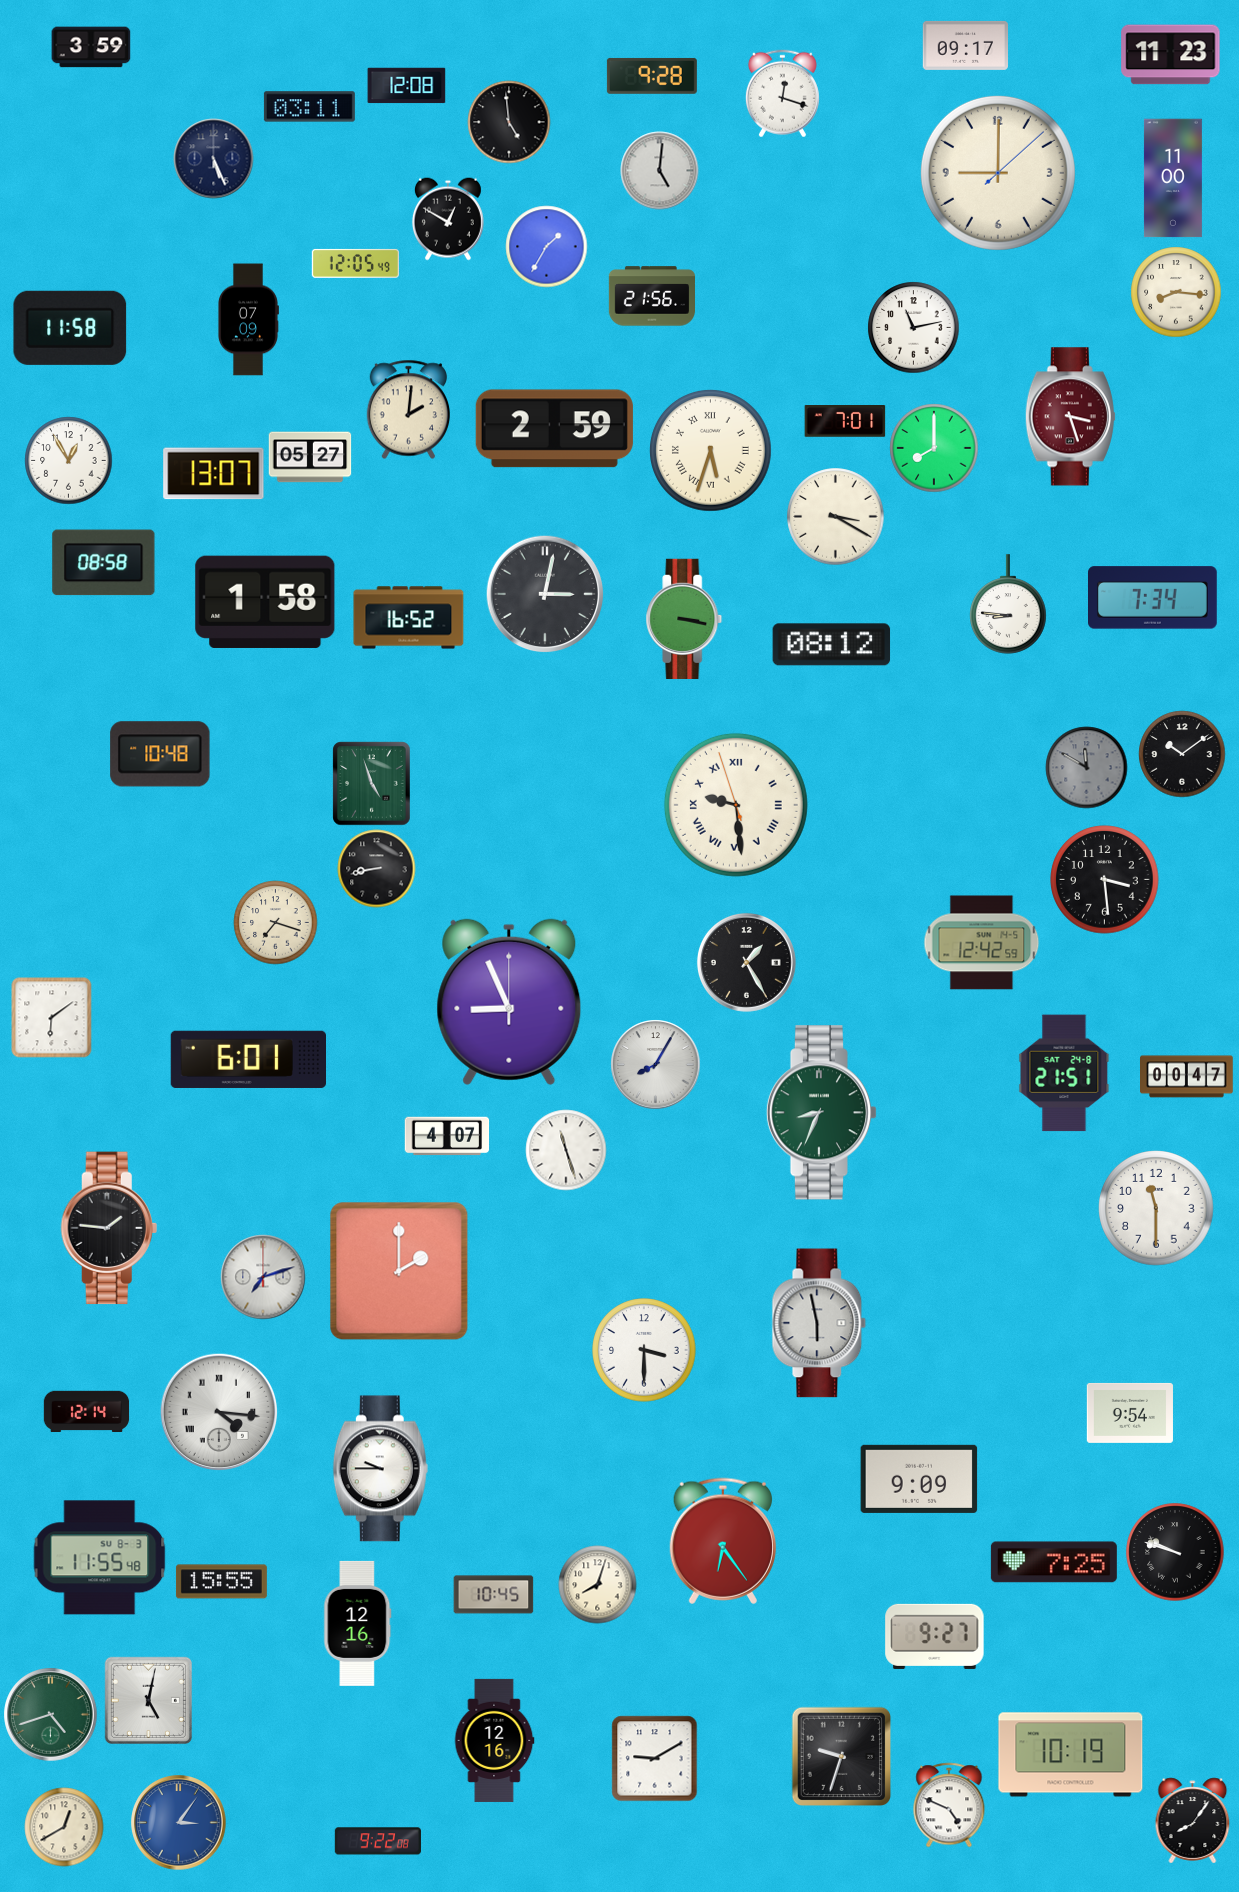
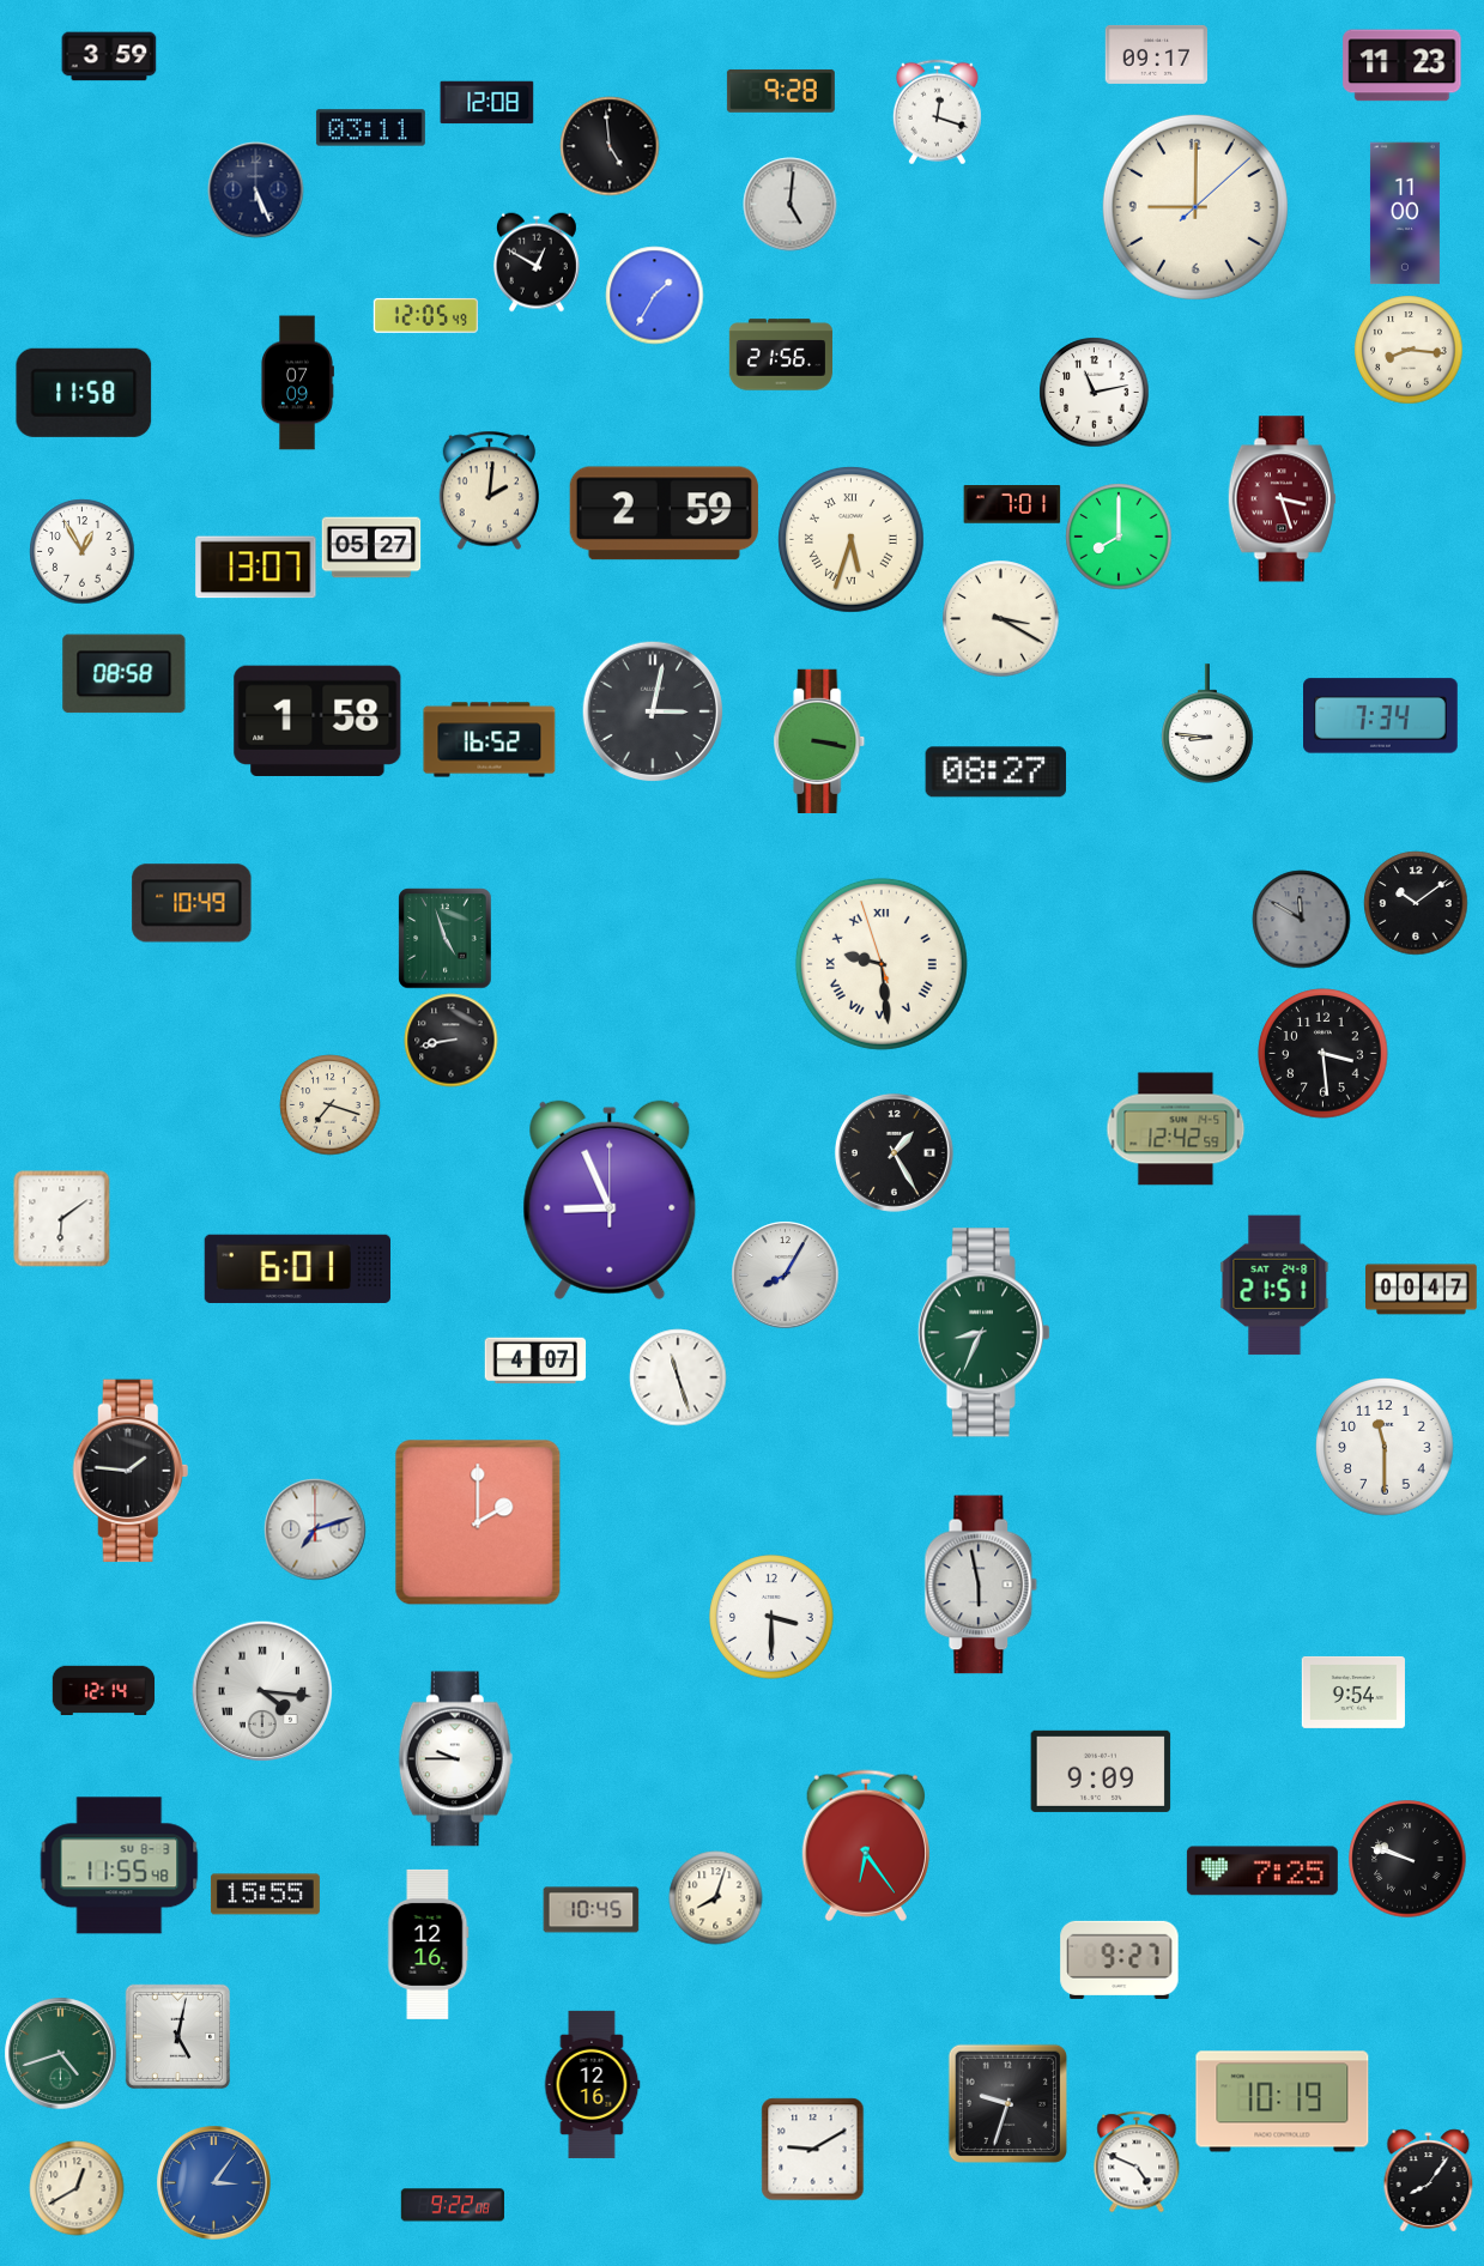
clock at (832, 645): 08:12 -> 08:27
clock at (160, 754): 10:48 -> 10:49
clock at (655, 1759) position: (655, 1759) -> (813, 2150)
